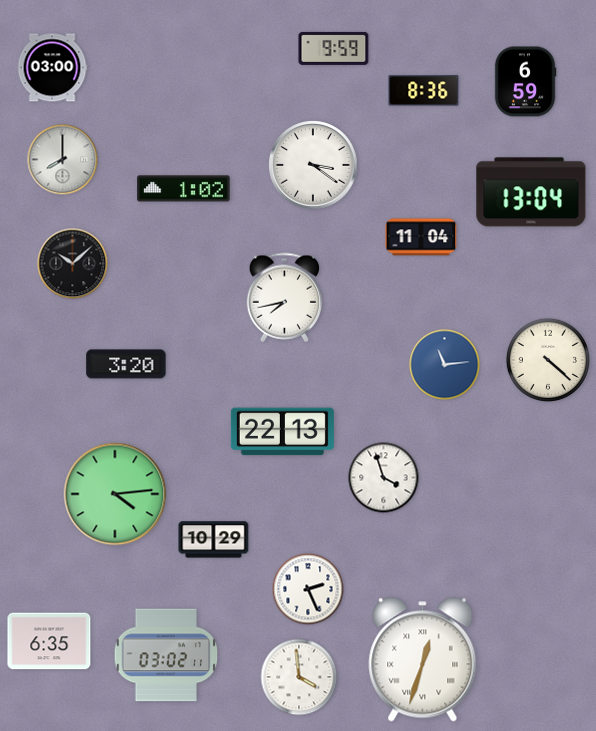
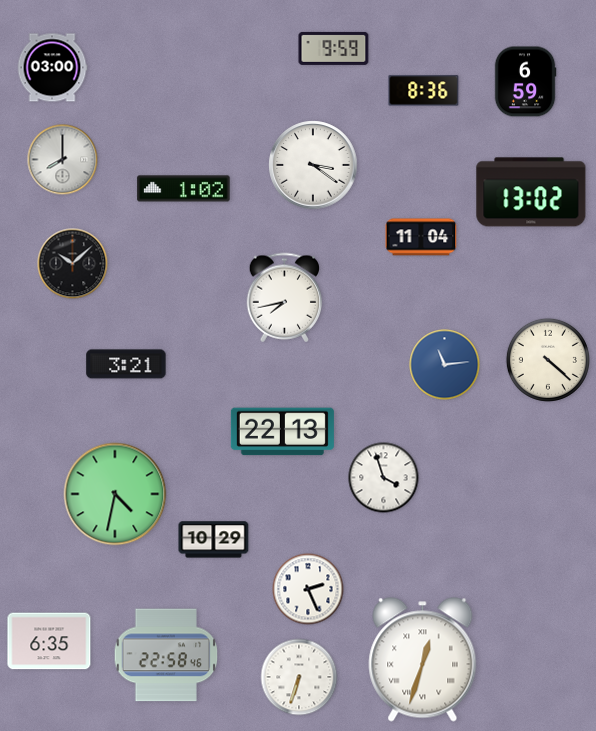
clock at (531, 192): 13:04 -> 13:02
clock at (126, 364): 3:20 -> 3:21
clock at (115, 494): 4:14 -> 4:32
clock at (166, 655): 03:02 -> 22:58
clock at (299, 677): 3:59 -> 6:33
